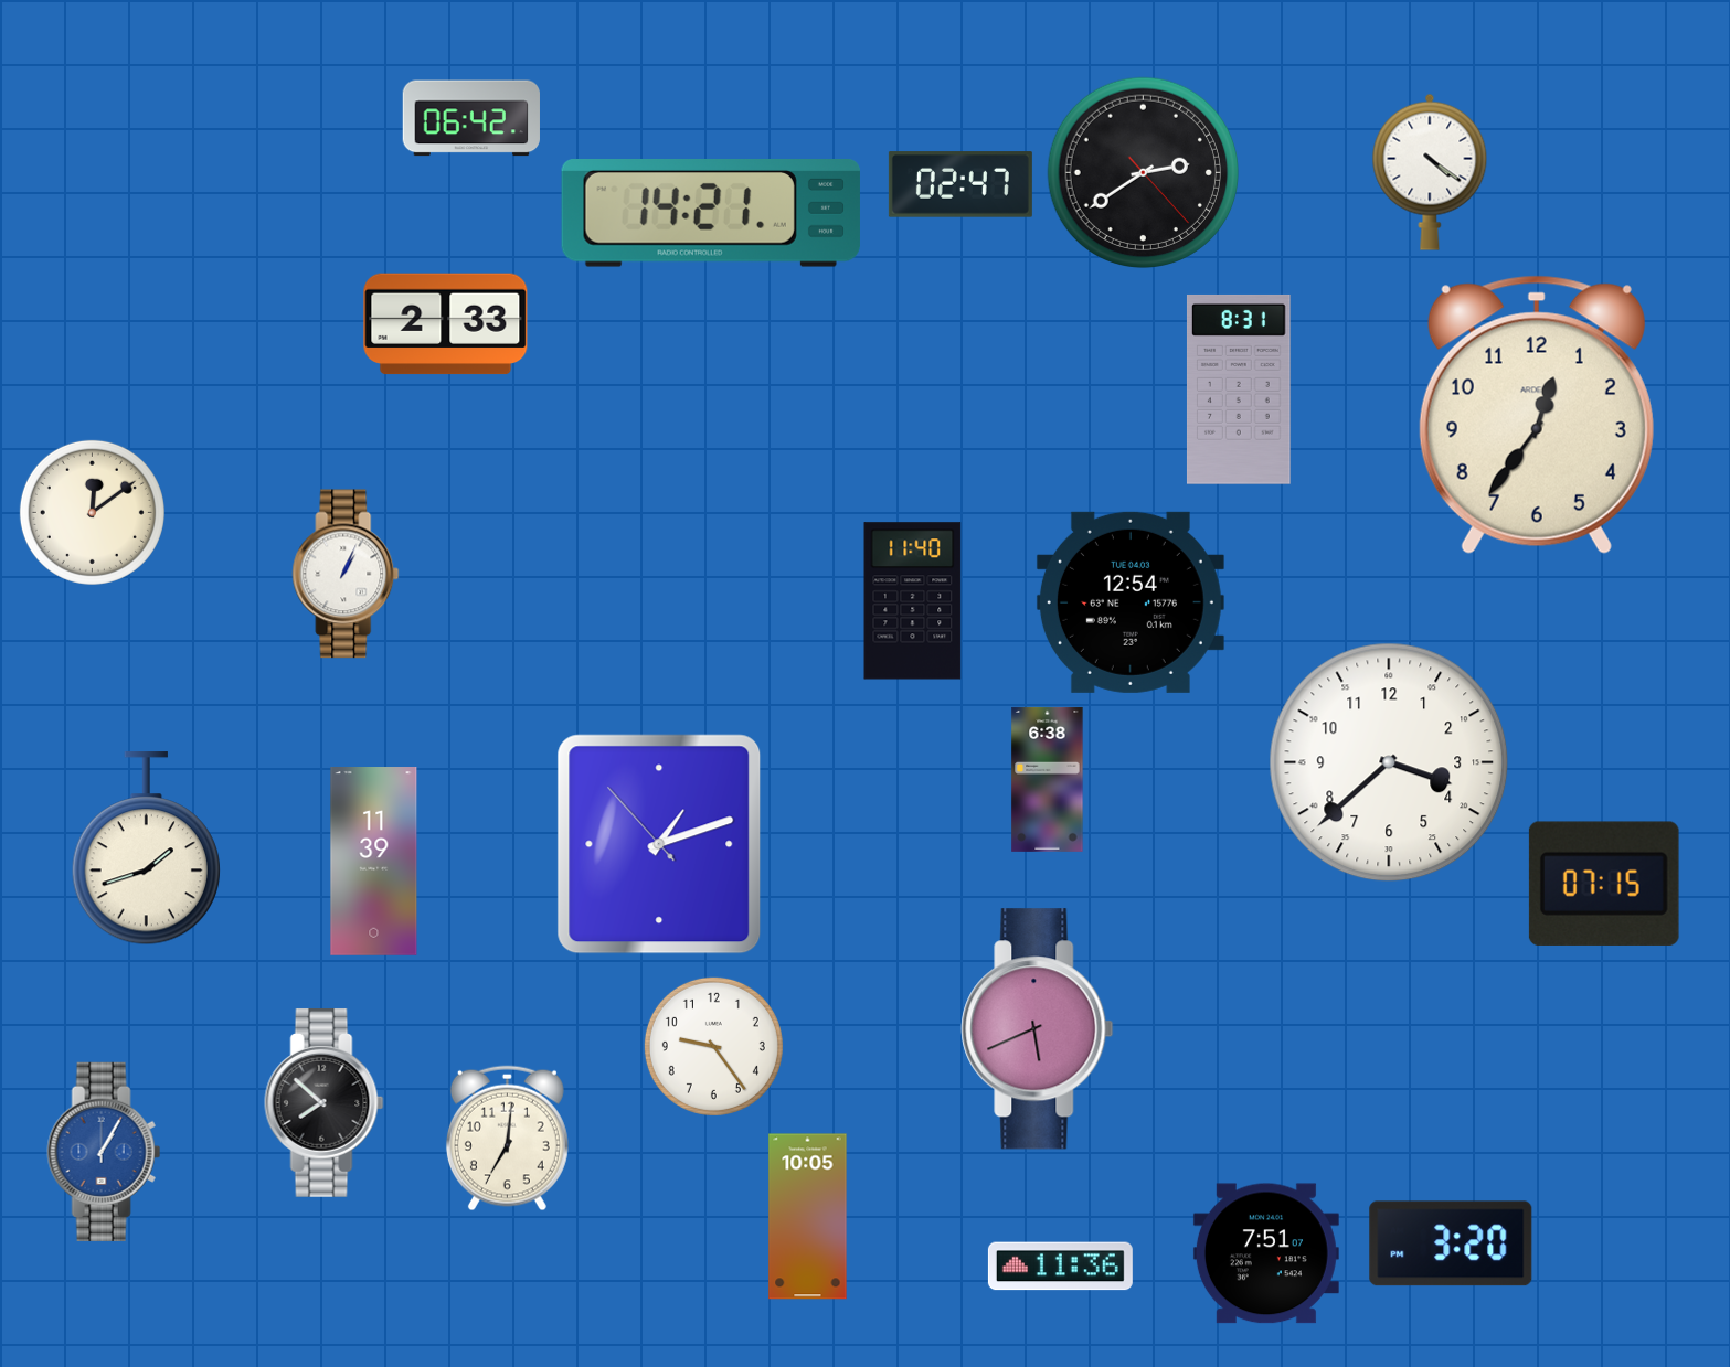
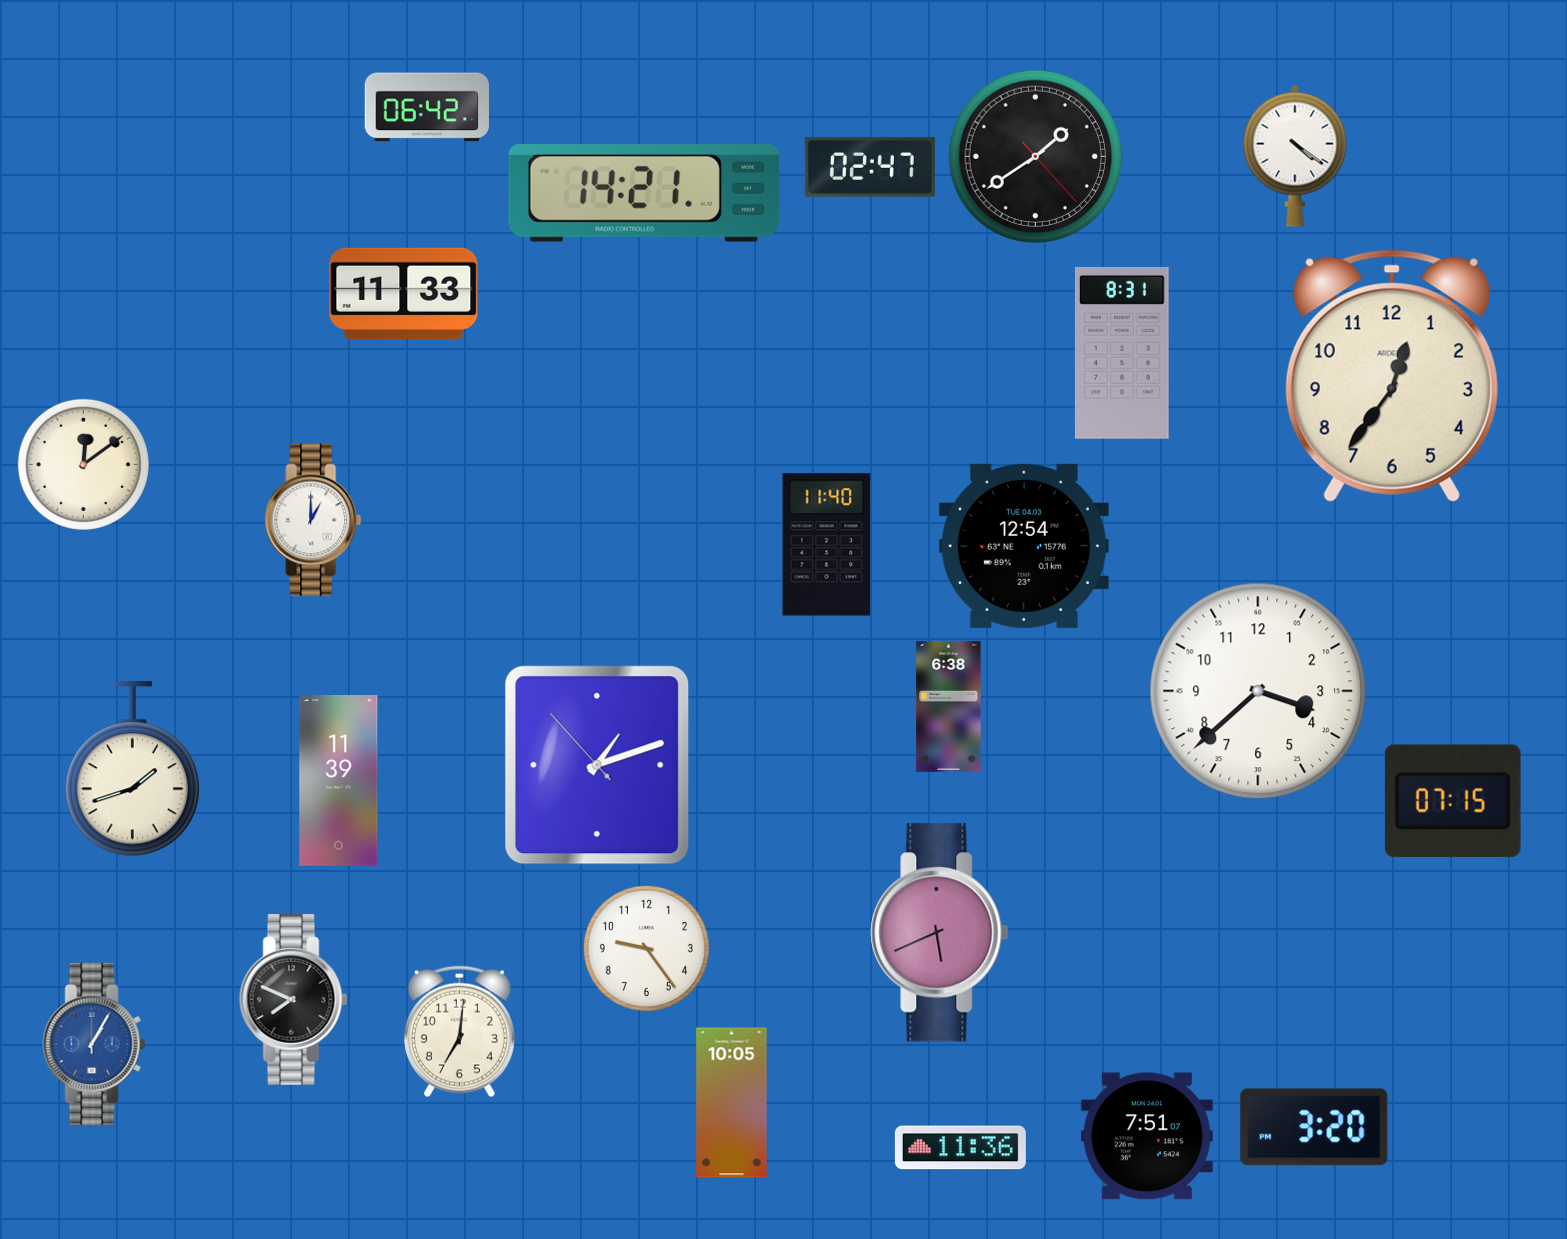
clock at (1143, 172): 2:39 -> 1:39
clock at (446, 324): 2:33 -> 11:33
clock at (346, 574): 1:04 -> 1:00
clock at (325, 1102): 7:52 -> 7:49
